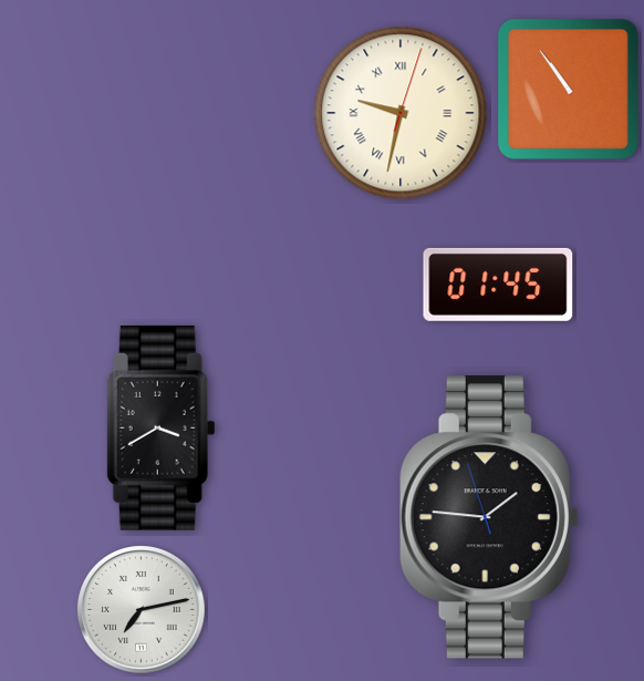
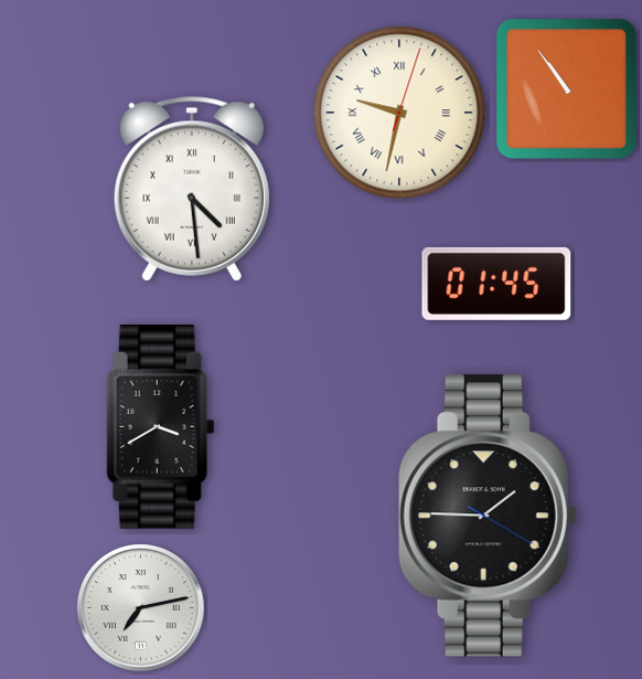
clock at (192, 189): none -> 4:29
clock at (489, 517): 1:45:57 -> 1:45:20
